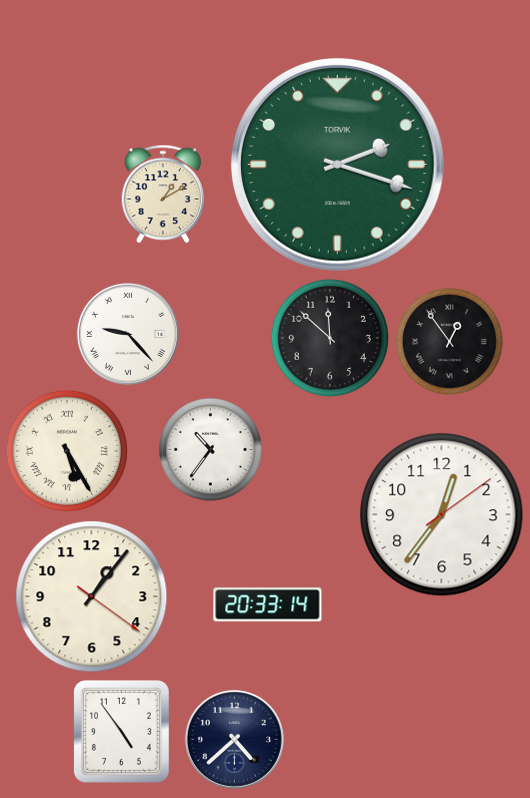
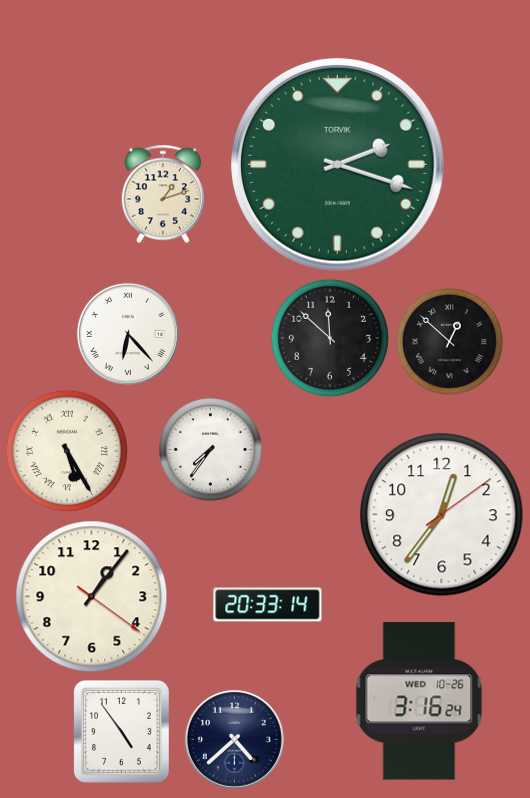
clock at (163, 194): 1:10 -> 1:12
clock at (128, 334): 9:23 -> 6:23
clock at (449, 341): 12:54 -> 12:52
clock at (211, 450): 10:36 -> 7:36
clock at (419, 701): none -> 3:16
